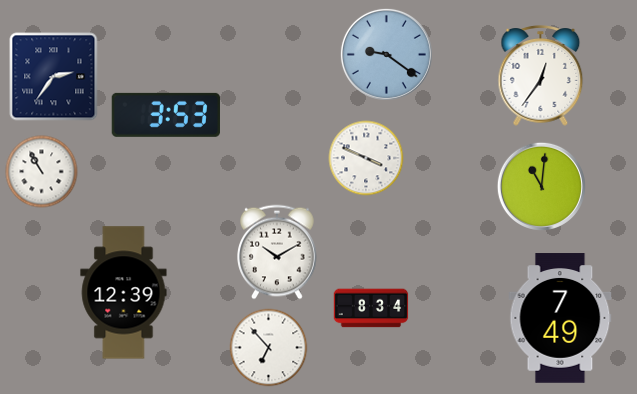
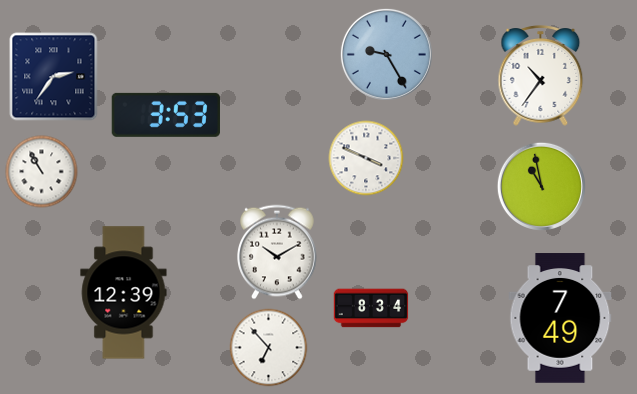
clock at (386, 54): 9:21 -> 9:25
clock at (541, 76): 12:36 -> 10:36
clock at (541, 186): 11:01 -> 10:58
